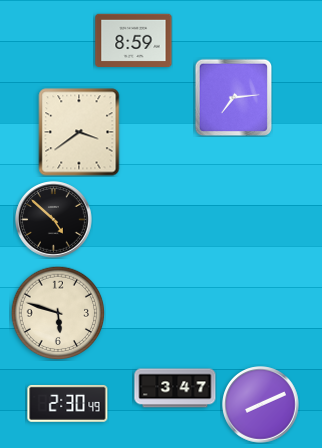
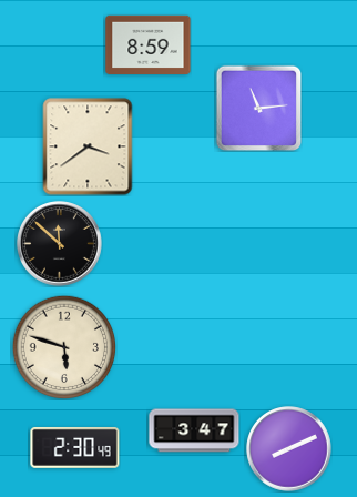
clock at (233, 97): 7:14 -> 11:14
clock at (54, 220): 4:52 -> 11:52
